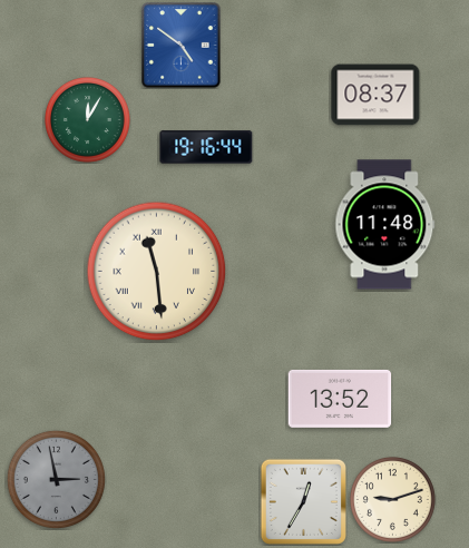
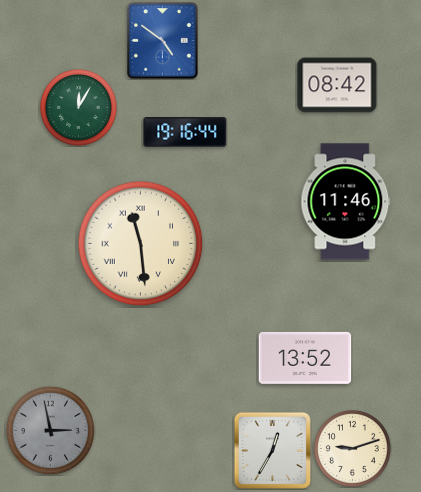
clock at (375, 95): 08:37 -> 08:42
clock at (385, 225): 11:48 -> 11:46
